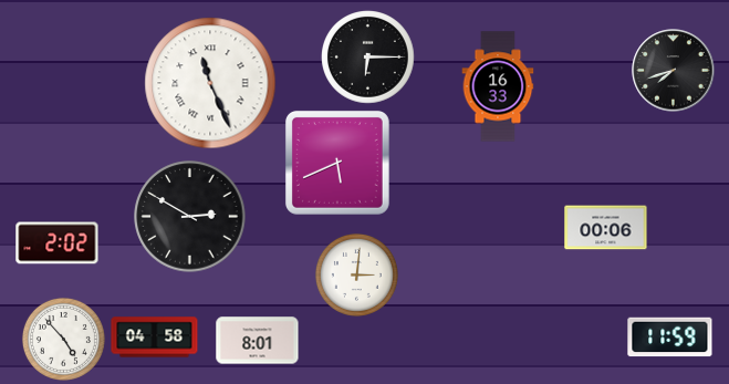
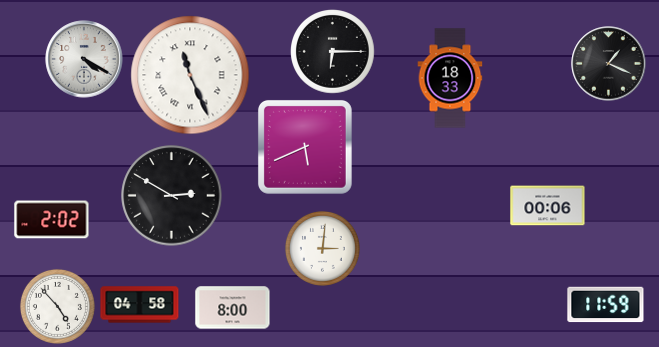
clock at (84, 59): none -> 4:20
clock at (674, 71): 7:42 -> 1:19
clock at (498, 86): 16:33 -> 18:33
clock at (258, 341): 8:01 -> 8:00
